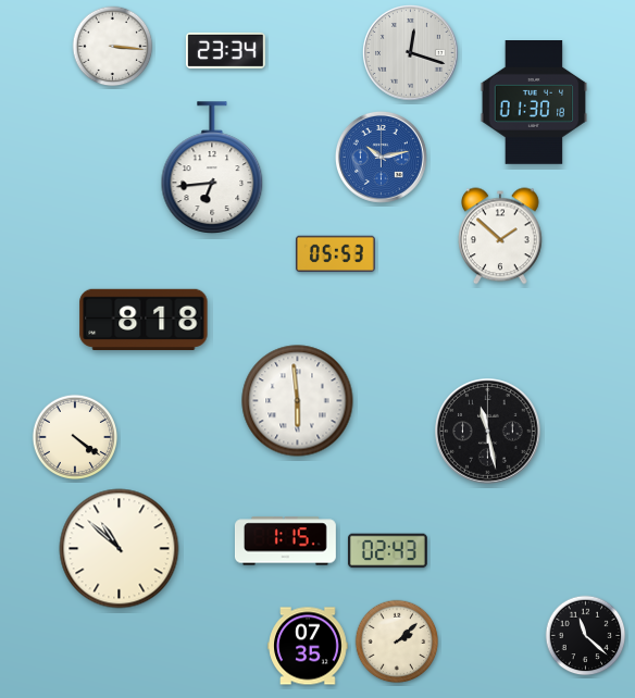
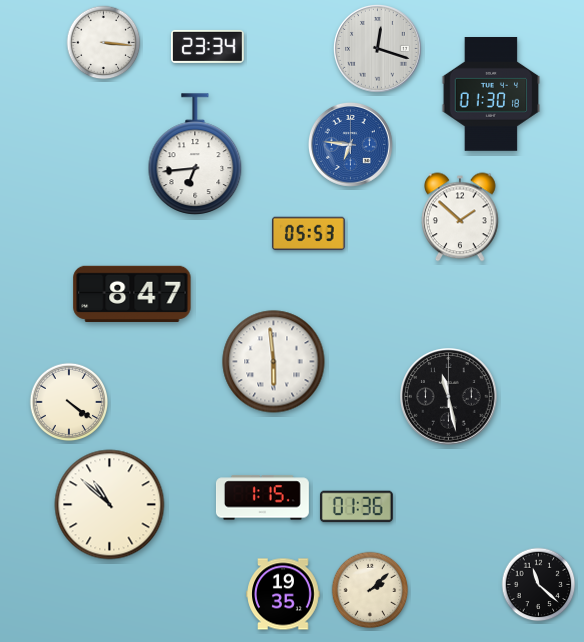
clock at (381, 157): 10:13 -> 6:46
clock at (144, 320): 8:18 -> 8:47
clock at (298, 401) position: (298, 401) -> (274, 362)
clock at (387, 551): 02:43 -> 01:36
clock at (397, 641) position: (397, 641) -> (370, 590)
clock at (308, 646): 07:35 -> 19:35
